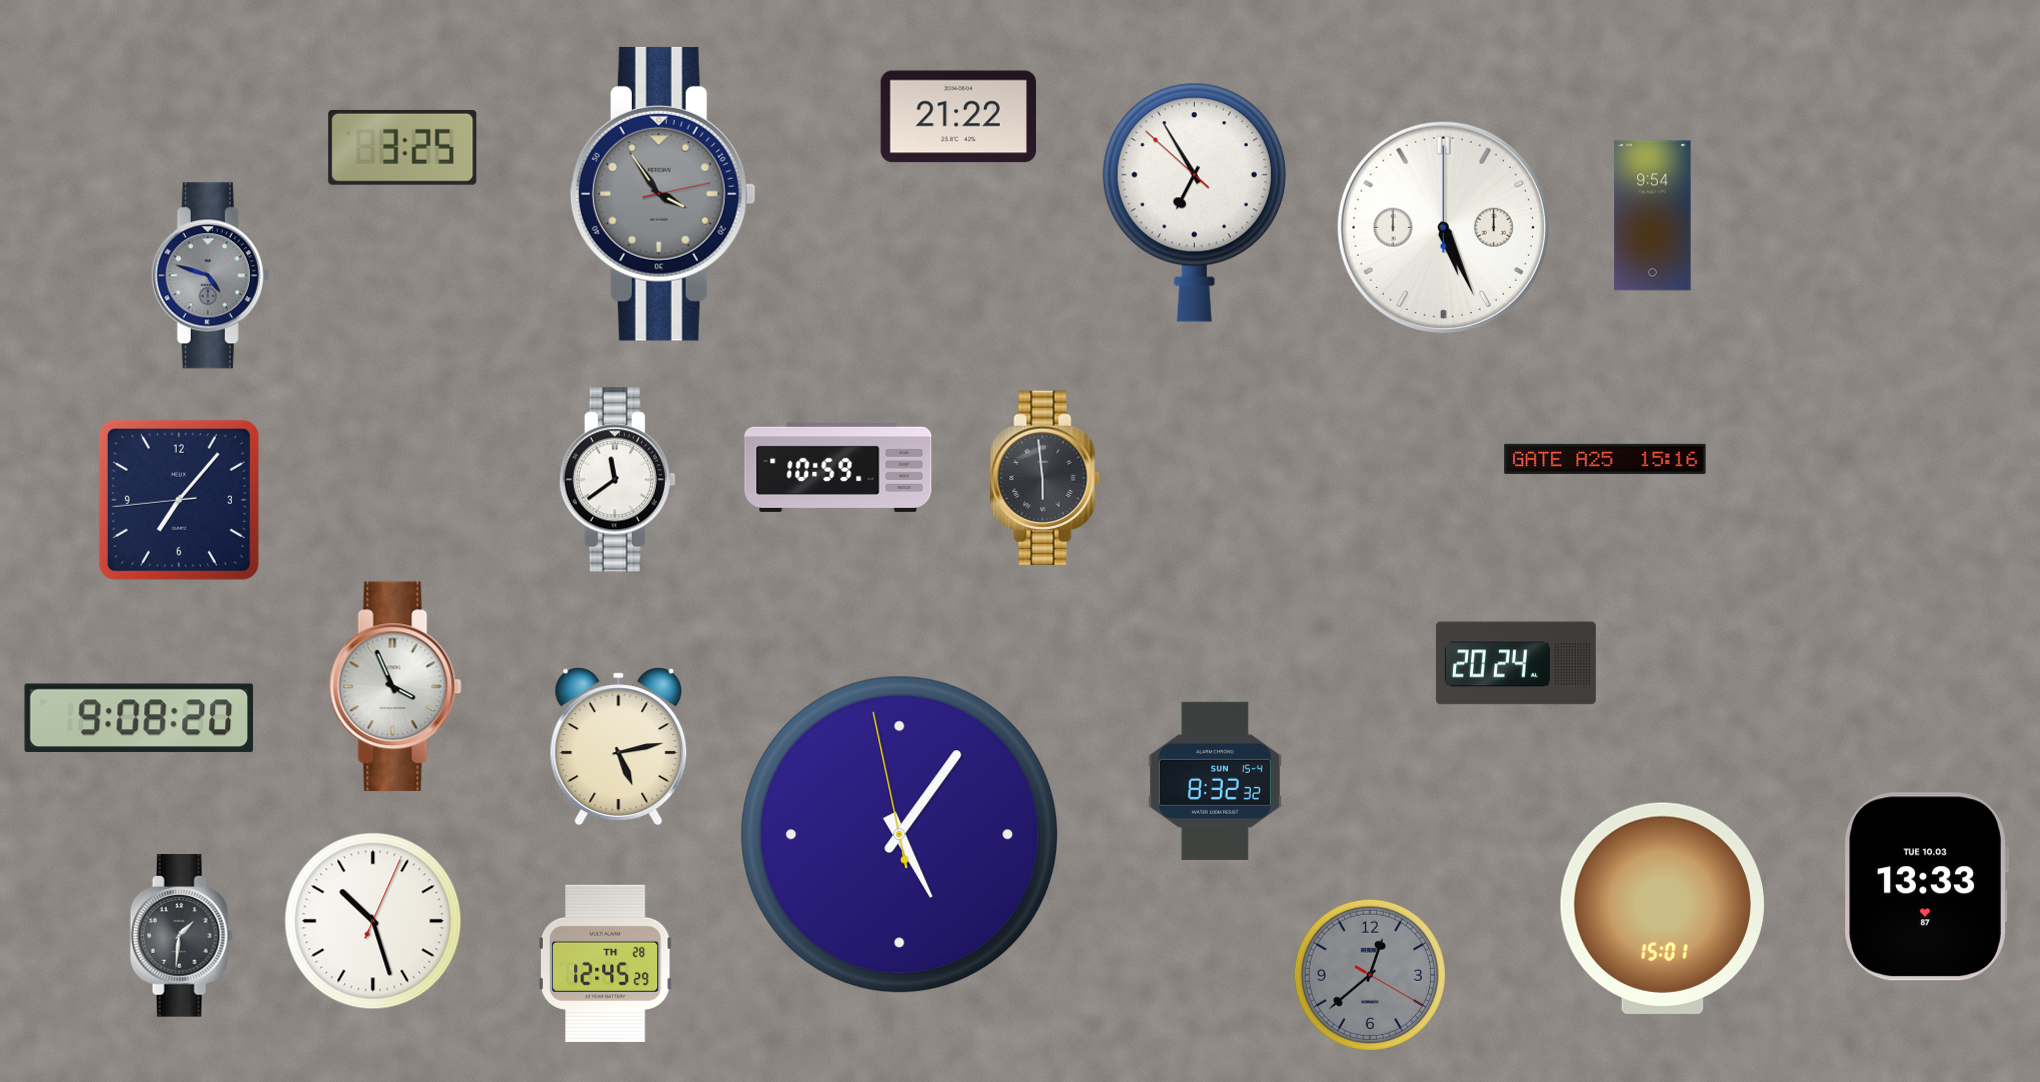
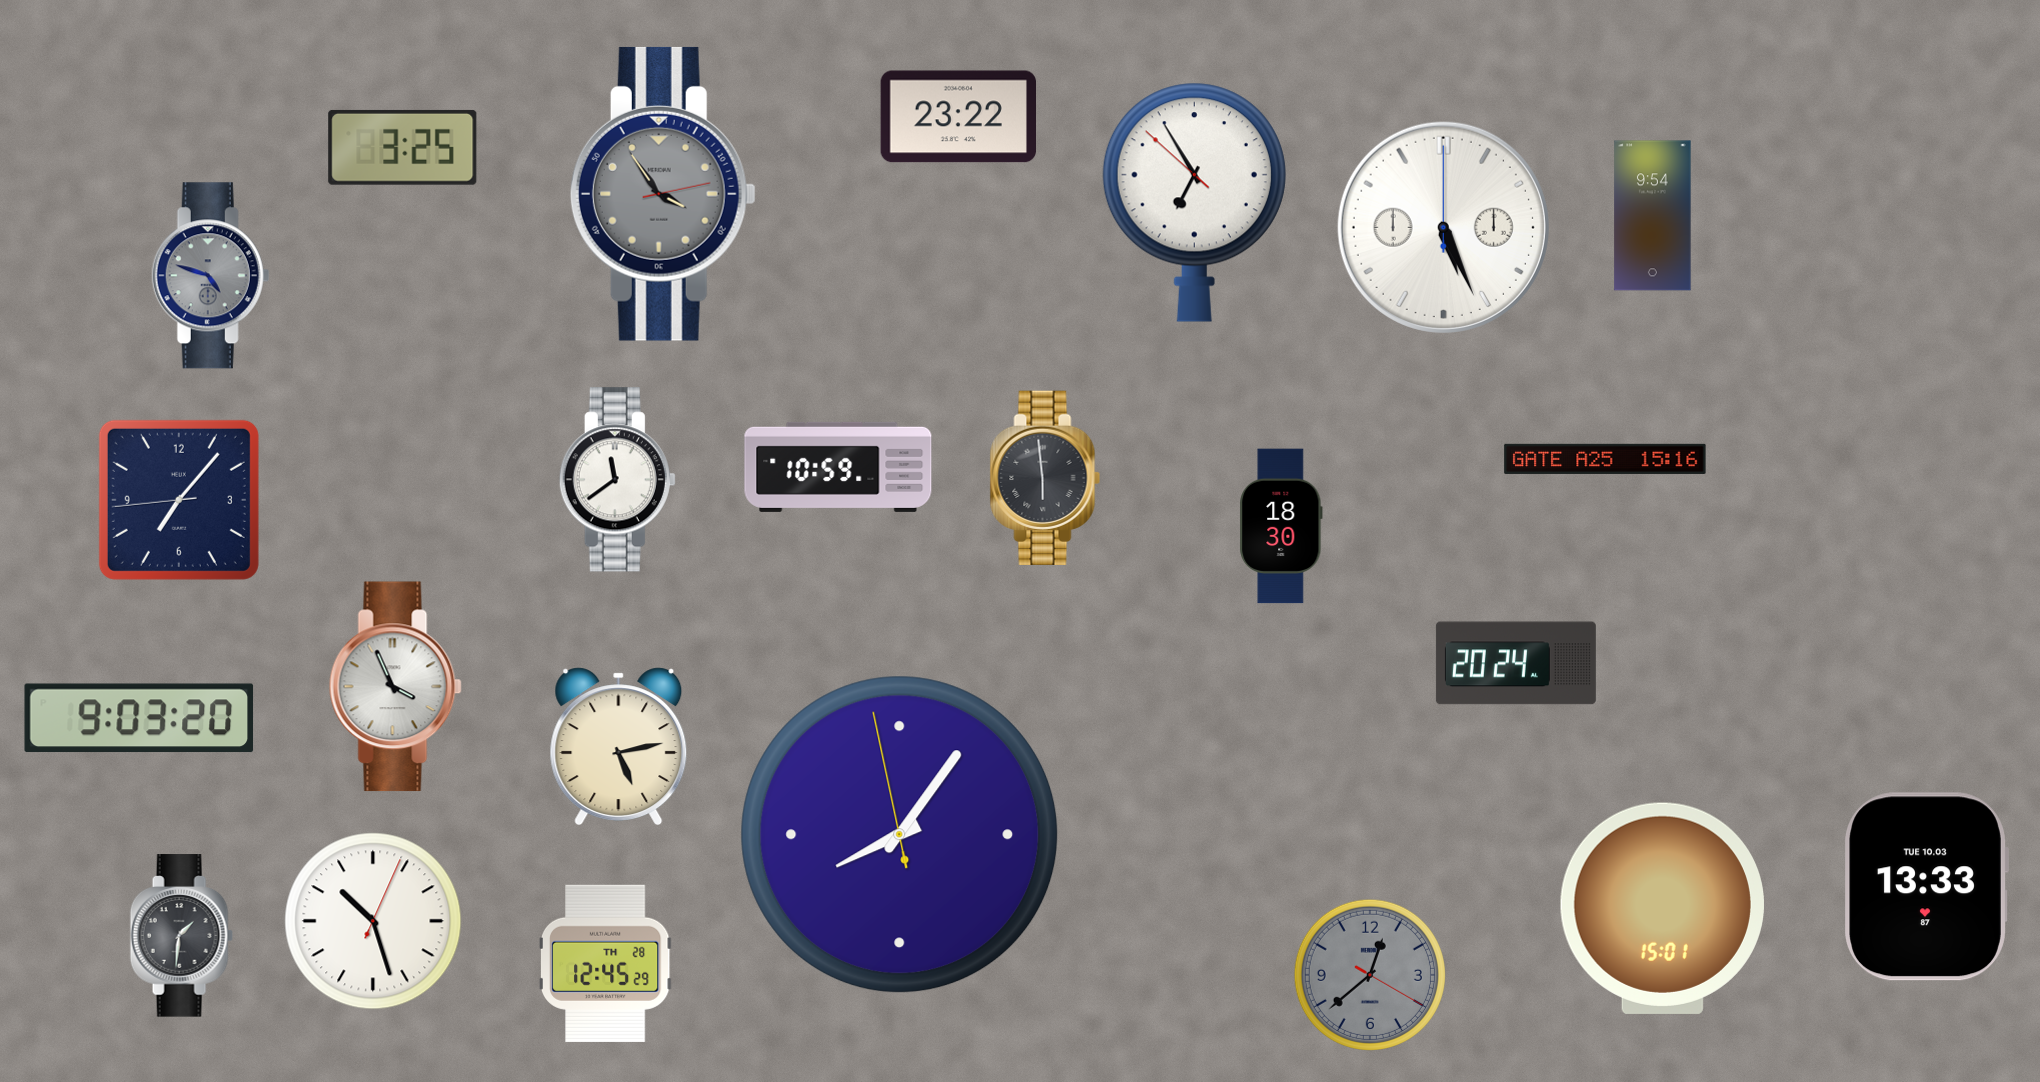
clock at (958, 117): 21:22 -> 23:22
clock at (1281, 526): none -> 18:30
clock at (139, 718): 9:08 -> 9:03
clock at (1215, 781): 8:32 -> none
clock at (900, 835): 5:05 -> 8:05
